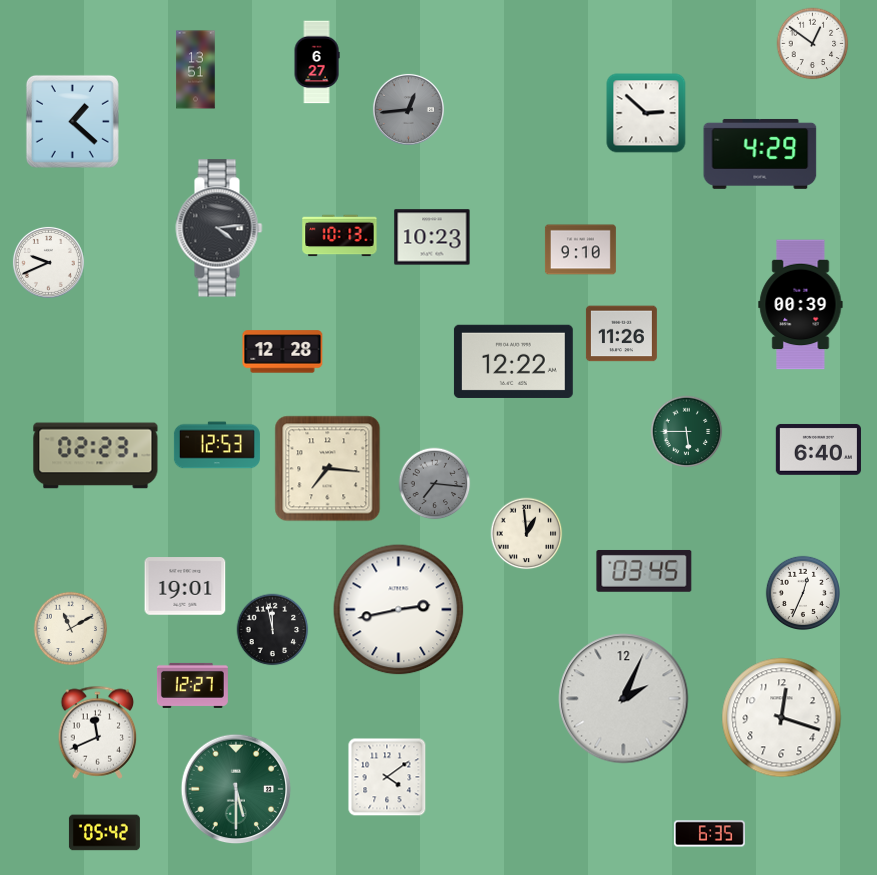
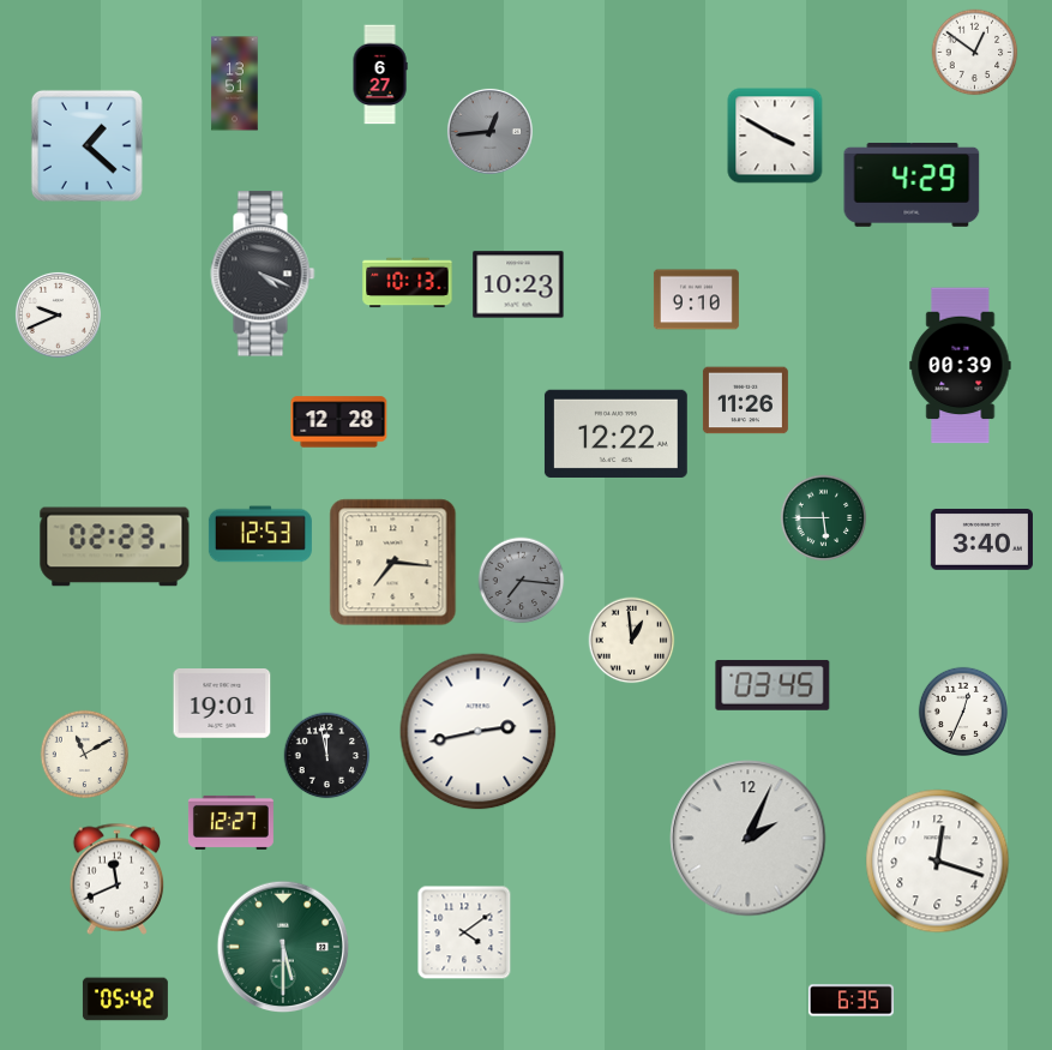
clock at (646, 113): 2:52 -> 3:50
clock at (219, 228): 4:14 -> 4:19
clock at (818, 450): 6:40 -> 3:40
